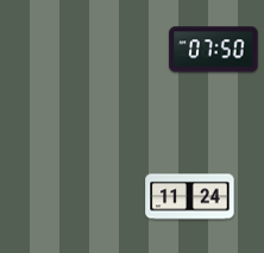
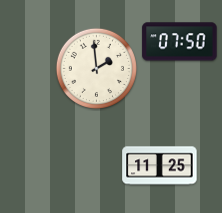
clock at (96, 68): none -> 1:59
clock at (190, 197): 11:24 -> 11:25
